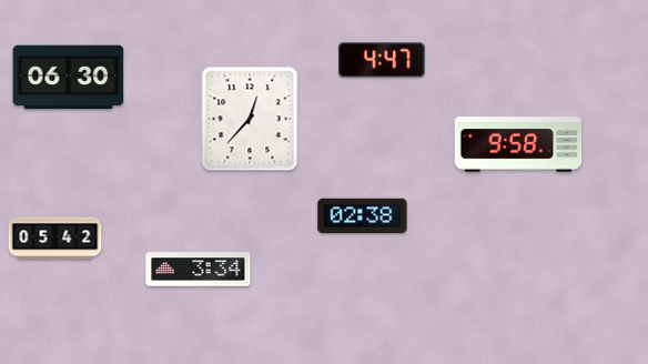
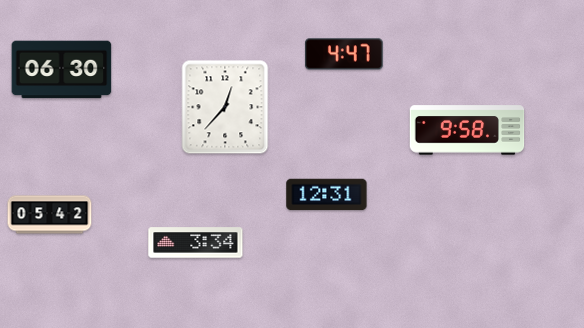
clock at (363, 216): 02:38 -> 12:31
clock at (199, 270) position: (199, 270) -> (196, 243)
